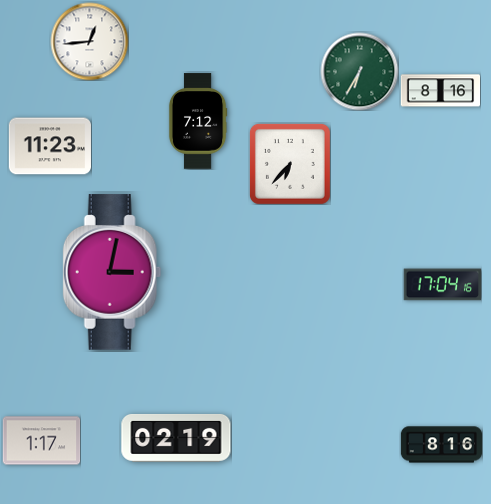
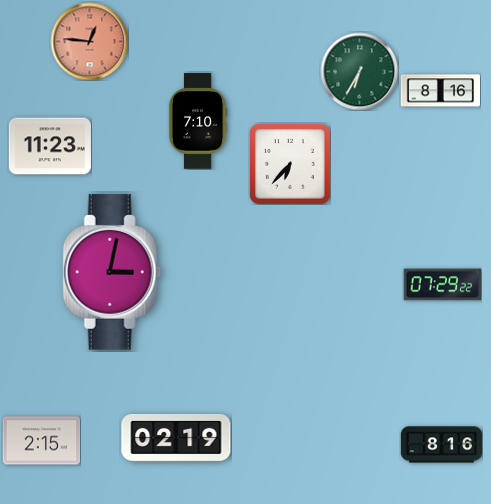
clock at (89, 41): 12:44 -> 12:46
clock at (89, 41) dial: white -> salmon
clock at (198, 121): 7:12 -> 7:10
clock at (442, 285): 17:04 -> 07:29
clock at (41, 441): 1:17 -> 2:15
